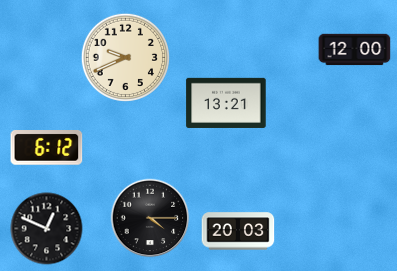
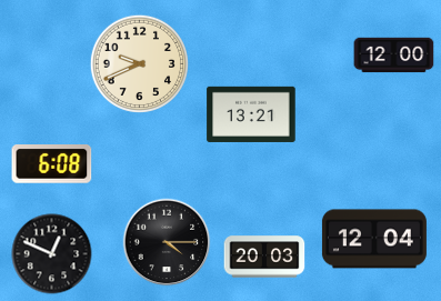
clock at (47, 148): 6:12 -> 6:08
clock at (374, 239): none -> 12:04
